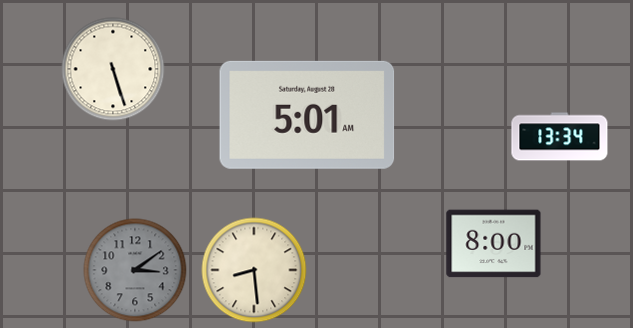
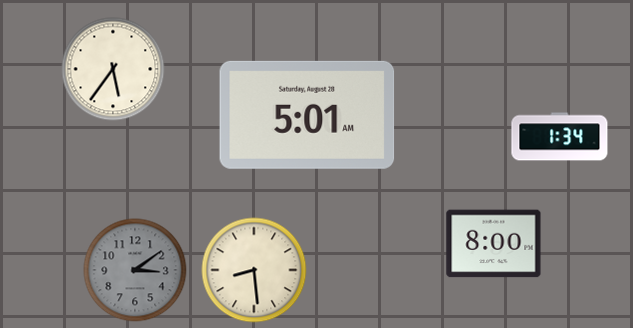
clock at (113, 69): 5:27 -> 5:36
clock at (560, 137): 13:34 -> 1:34
